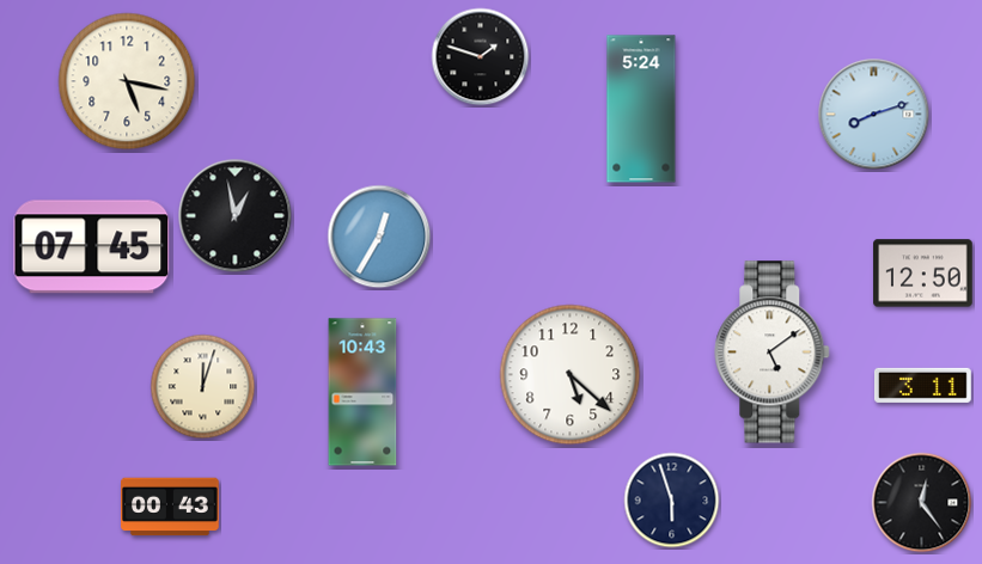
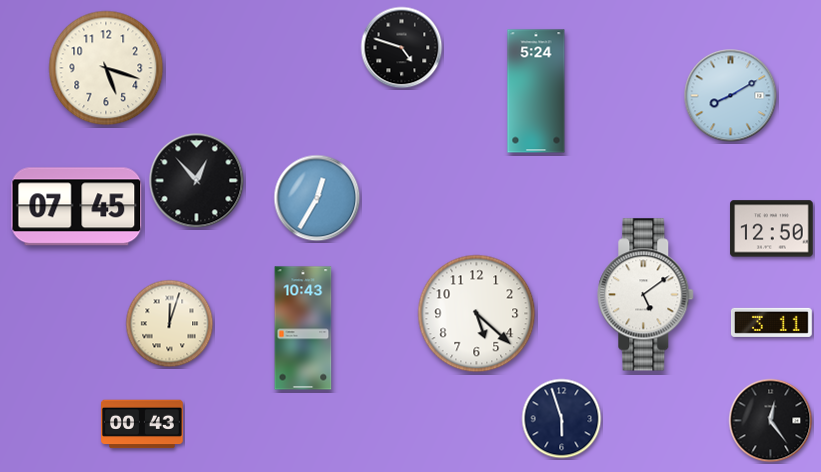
clock at (481, 57): 1:48 -> 4:48
clock at (127, 81): 5:17 -> 5:18
clock at (874, 115): 8:12 -> 8:10
clock at (236, 216): 12:58 -> 12:53
